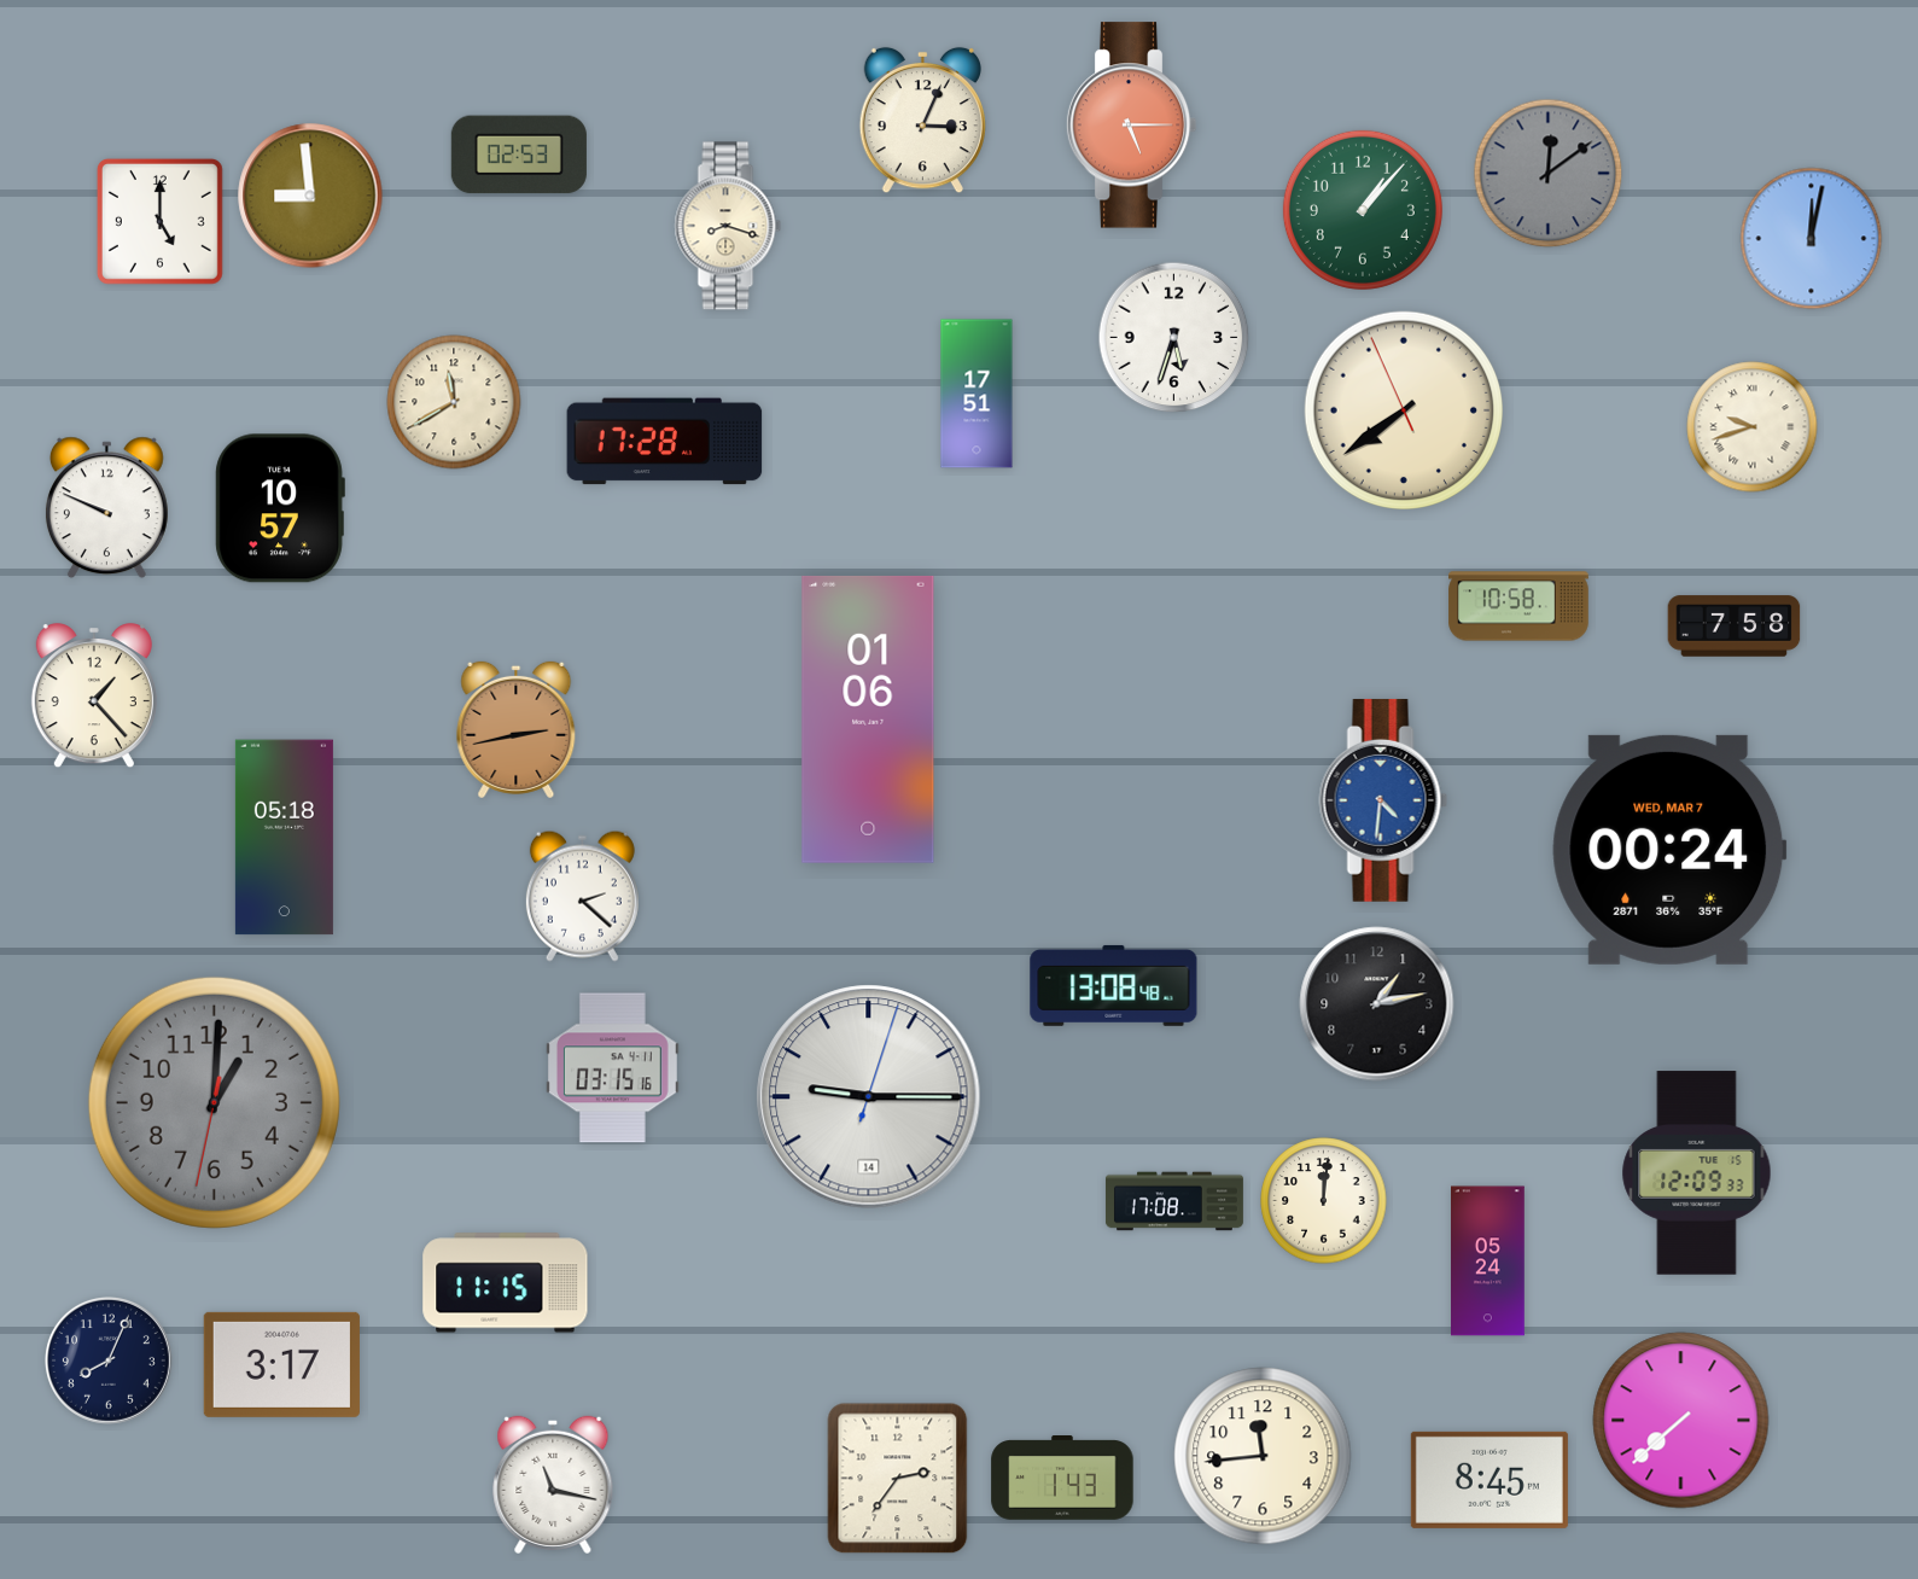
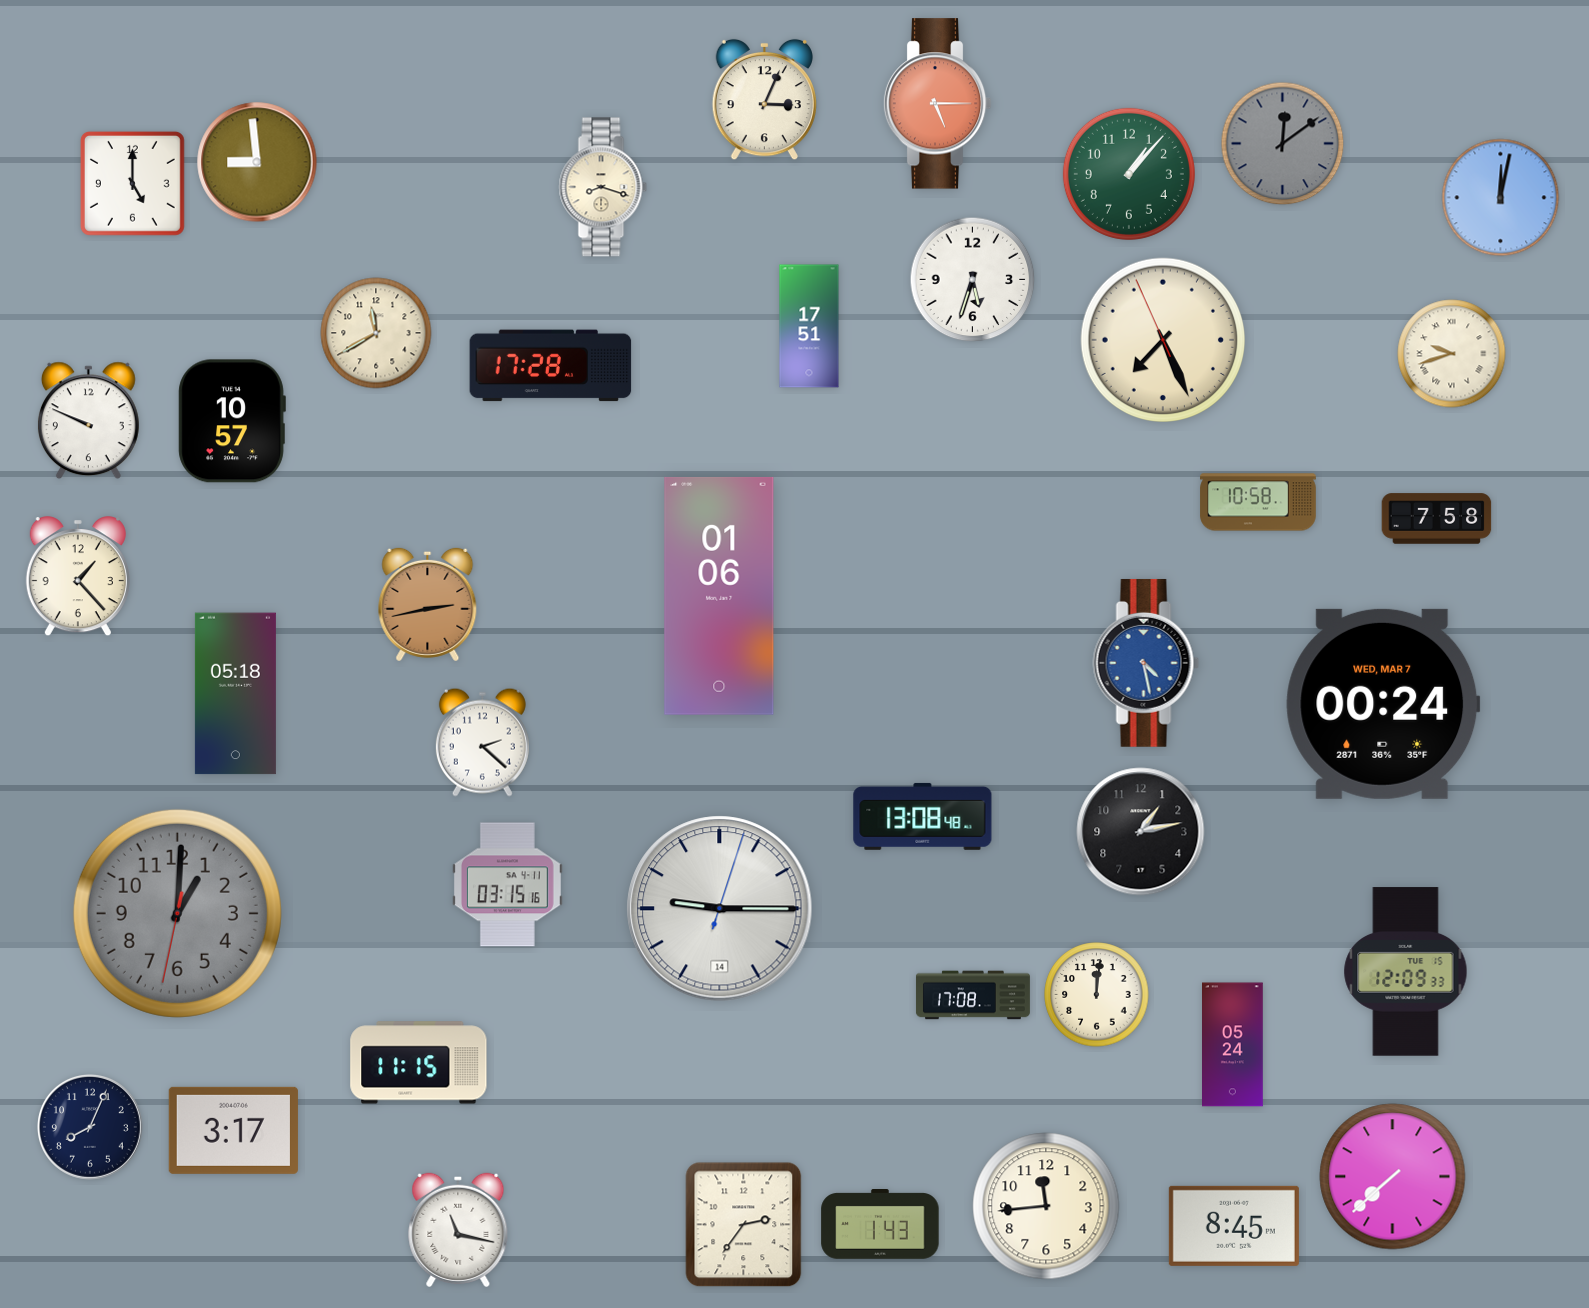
clock at (519, 155): 02:53 -> none
clock at (1403, 409): 7:38 -> 7:25
clock at (1383, 800): 4:31 -> 4:28
